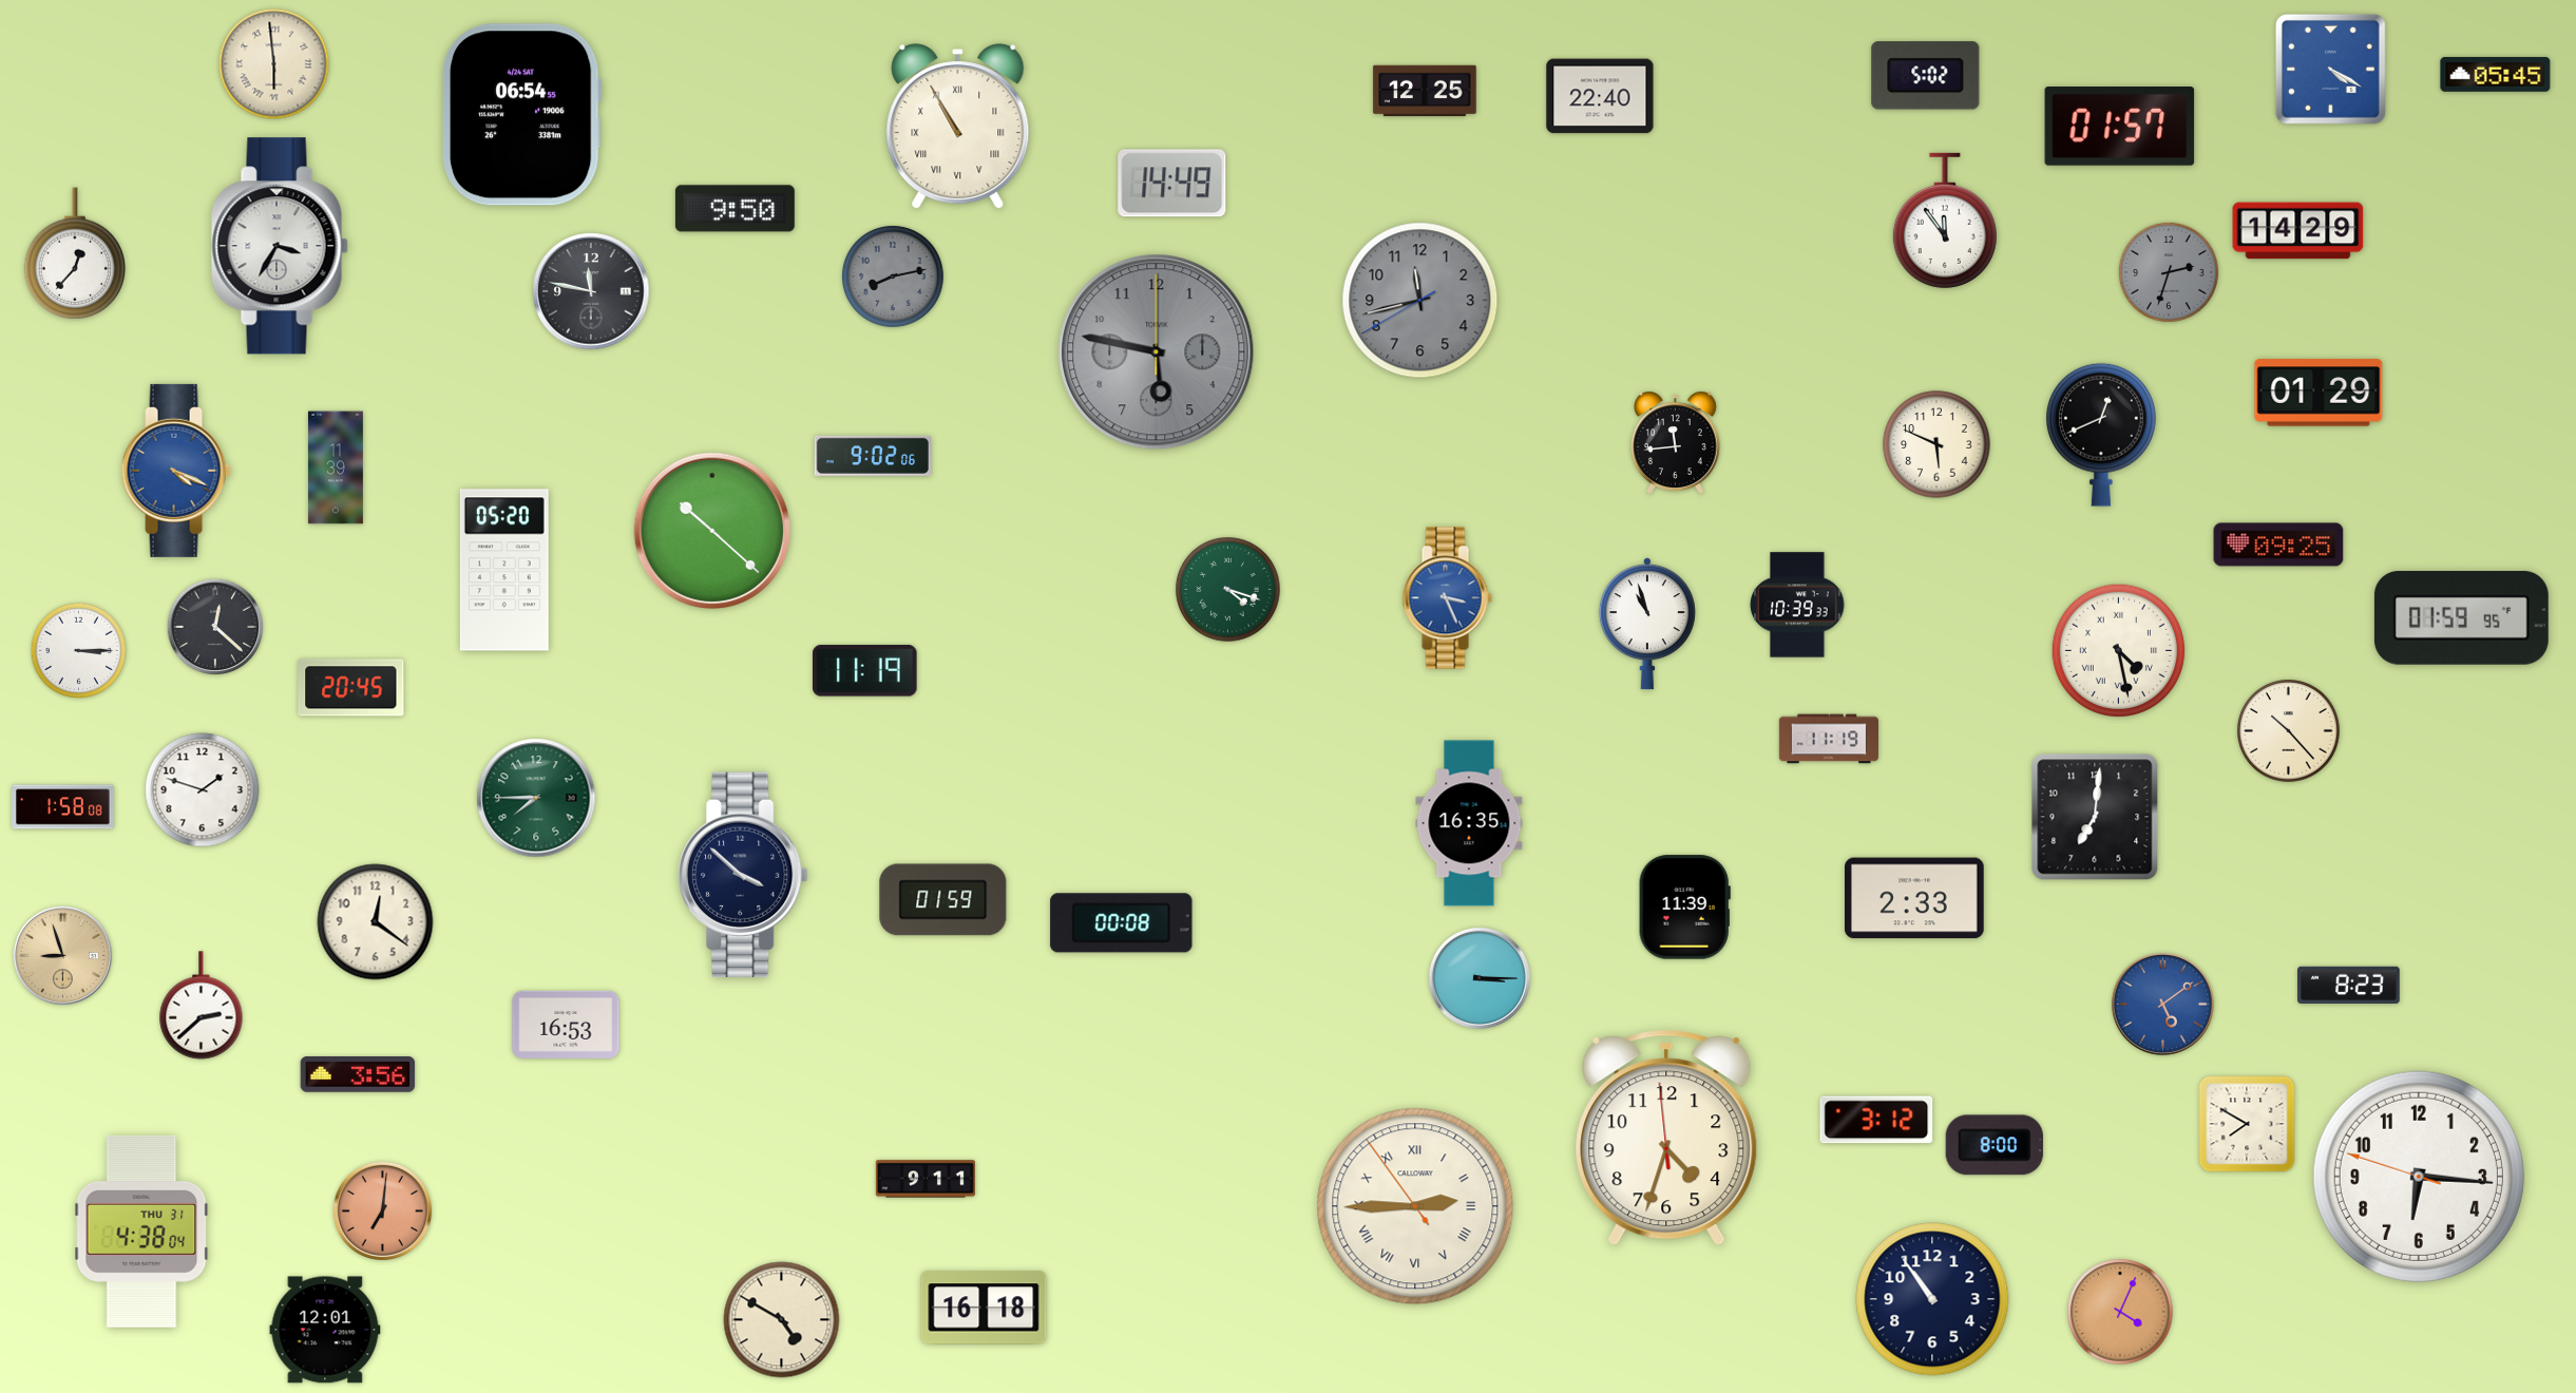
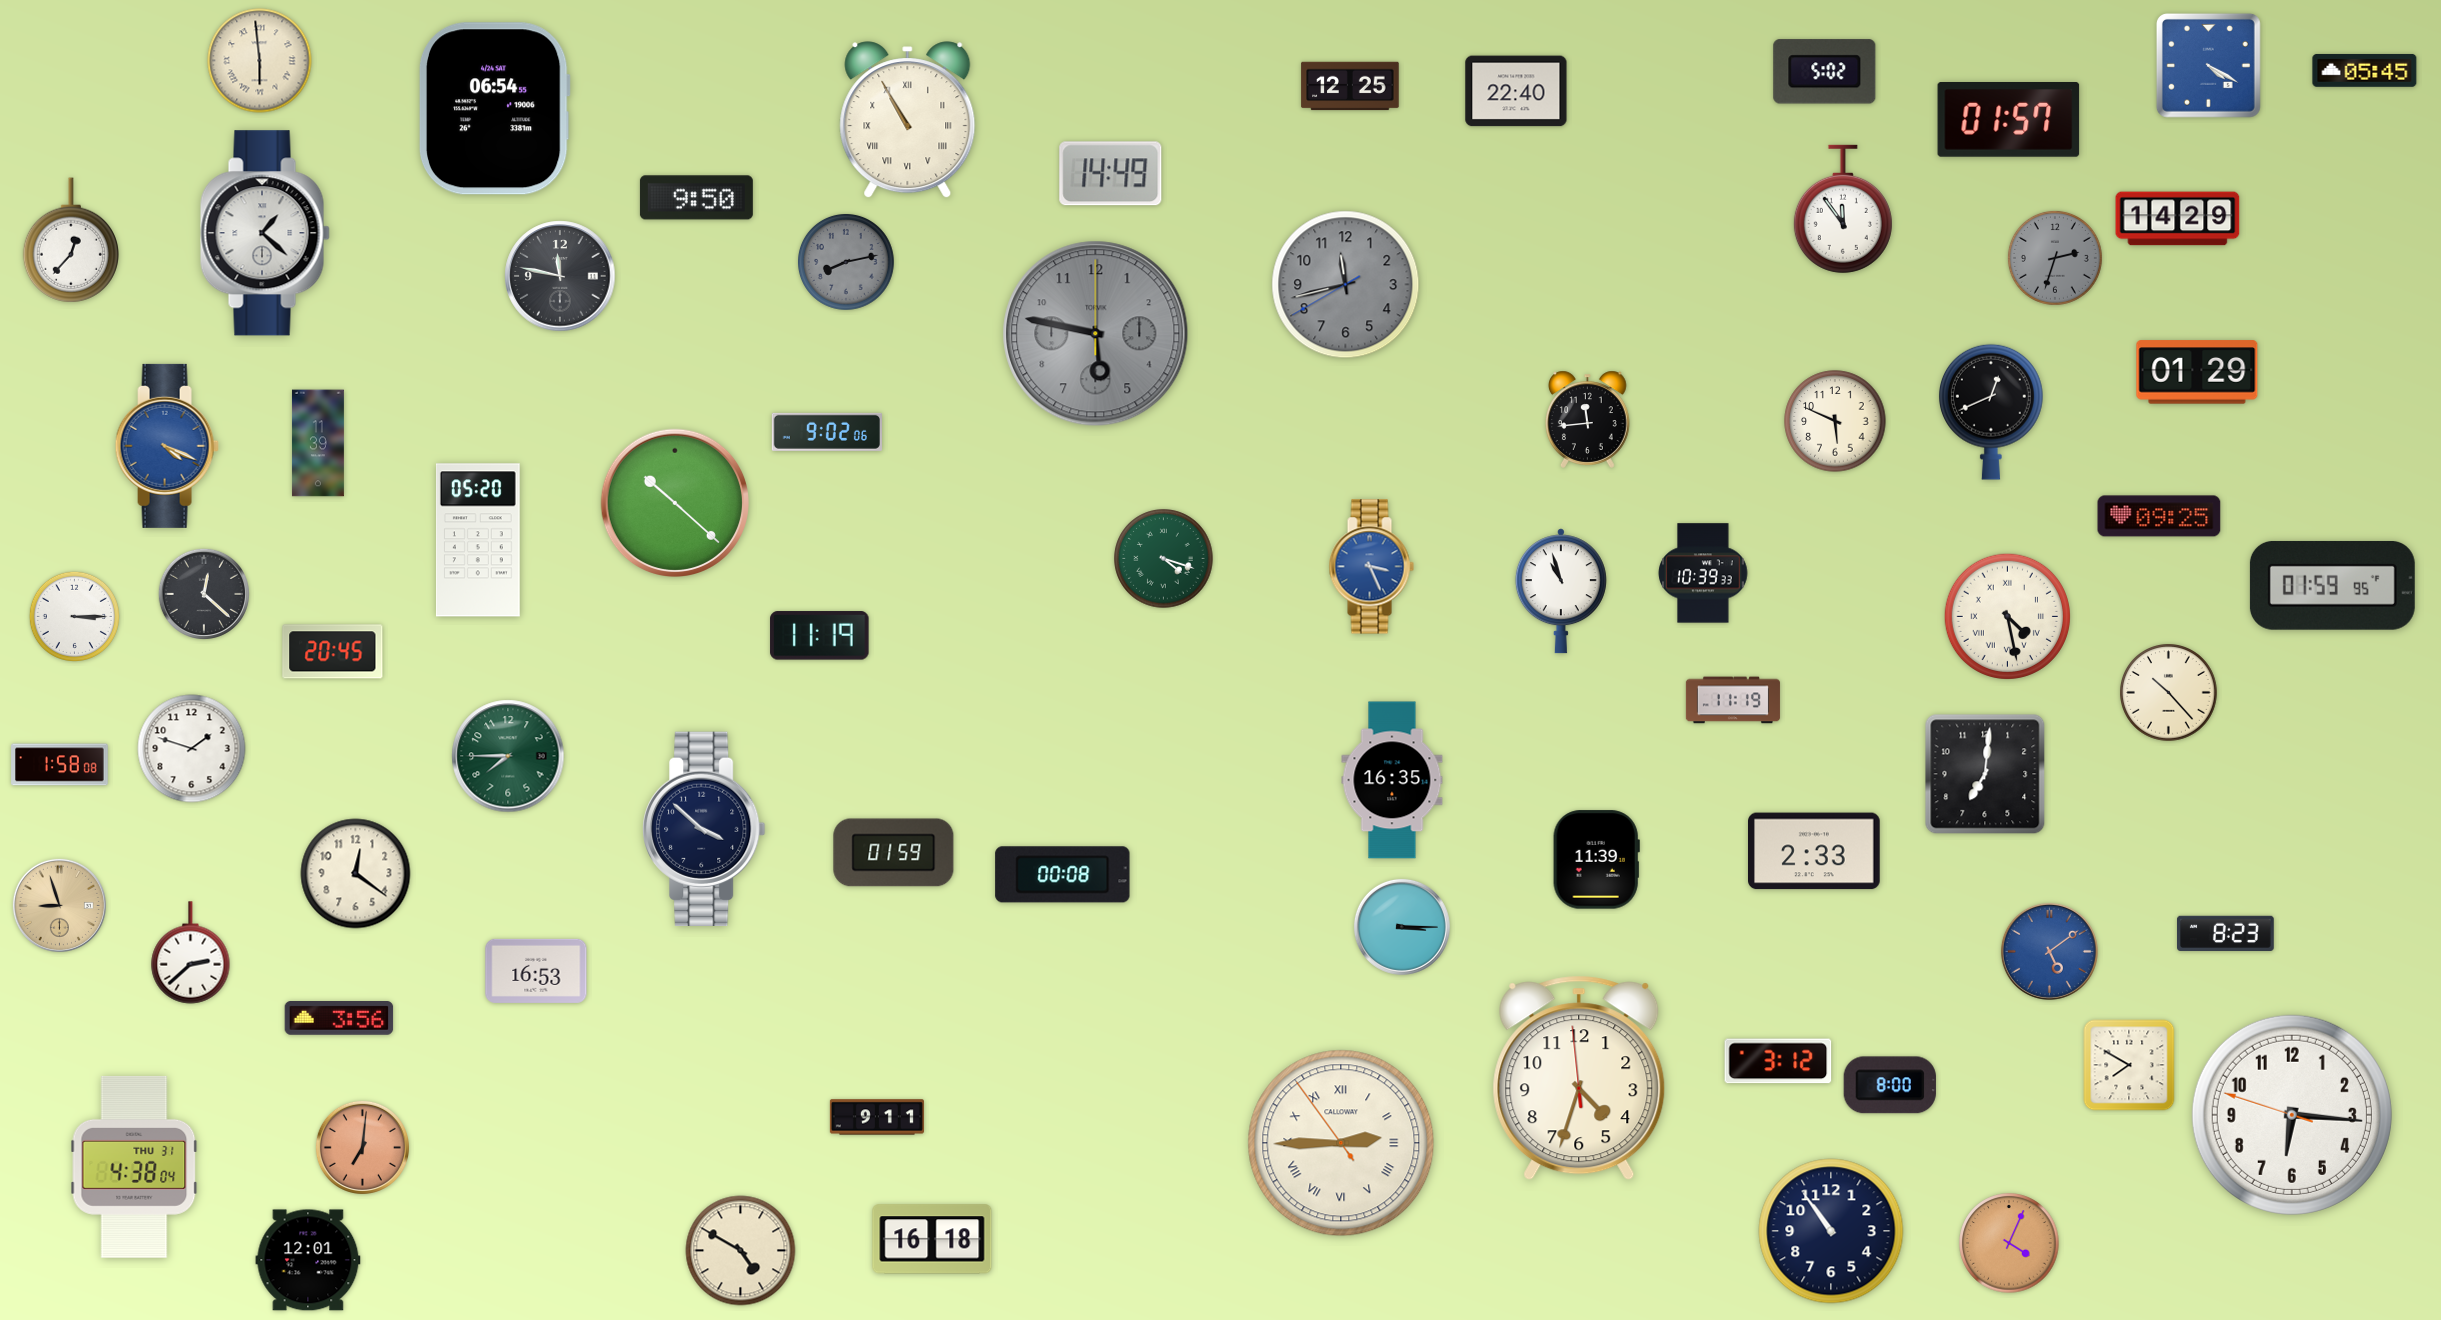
clock at (280, 246): 3:35 -> 1:22
